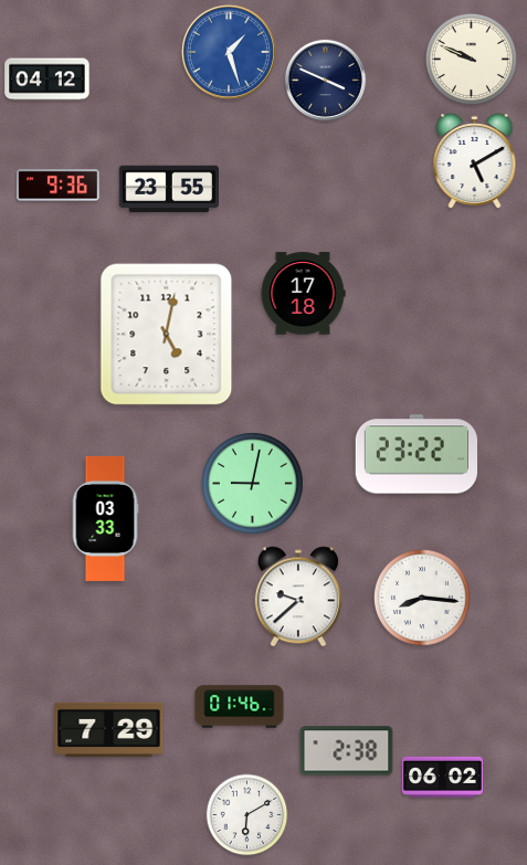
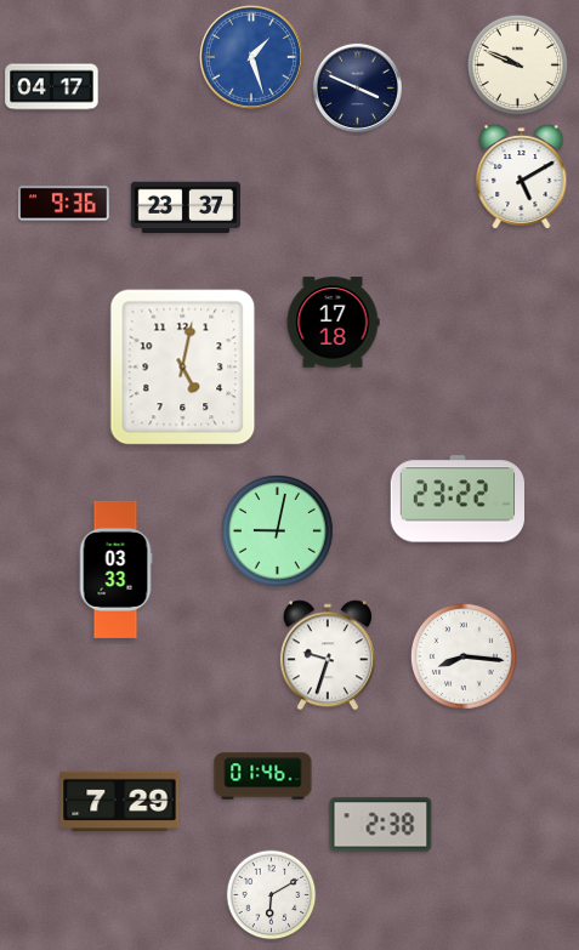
clock at (48, 80): 04:12 -> 04:17
clock at (169, 189): 23:55 -> 23:37
clock at (298, 597): 9:38 -> 9:33
clock at (442, 777): 06:02 -> none
